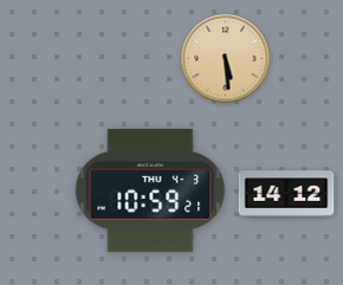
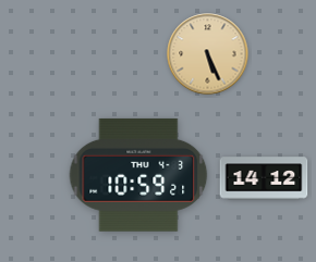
clock at (226, 59): 5:29 -> 5:26
